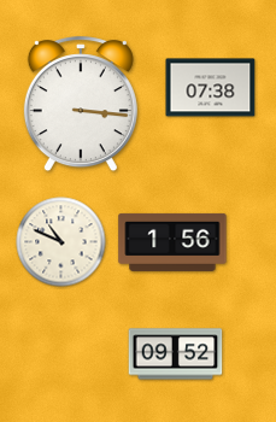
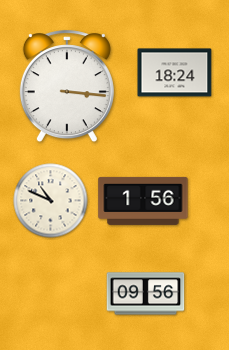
clock at (211, 88): 07:38 -> 18:24
clock at (176, 354): 09:52 -> 09:56
